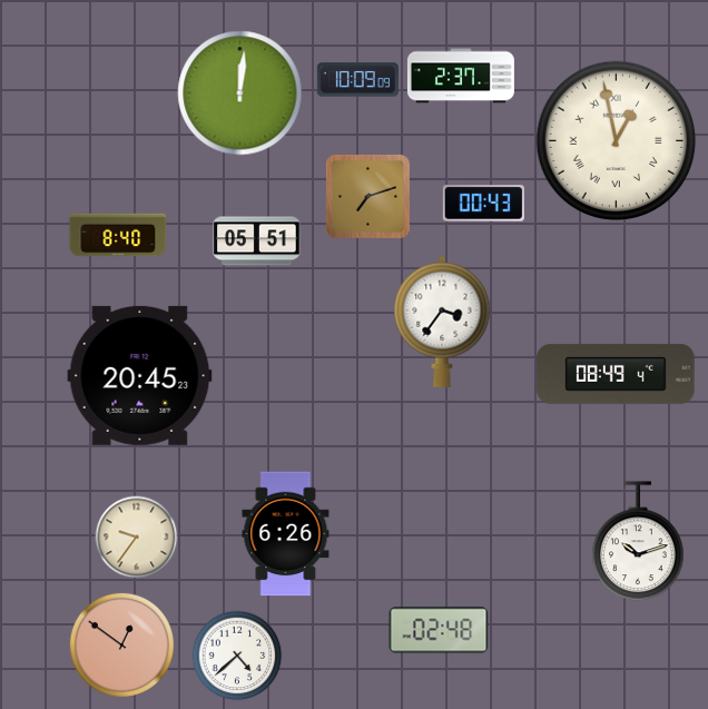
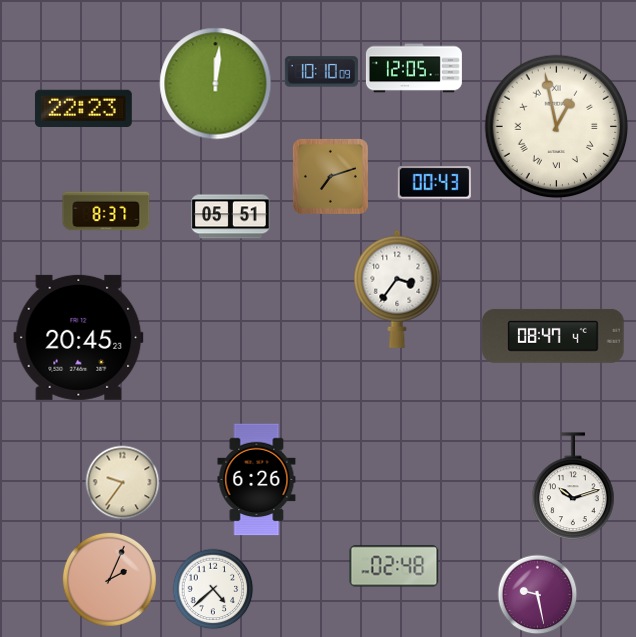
clock at (461, 76): 2:37 -> 12:05
clock at (357, 80): 10:09 -> 10:10
clock at (83, 108): none -> 22:23
clock at (617, 141) position: (617, 141) -> (557, 127)
clock at (118, 235): 8:40 -> 8:37
clock at (616, 374): 08:49 -> 08:47
clock at (140, 375) position: (140, 375) -> (79, 337)
clock at (121, 644): 12:51 -> 2:04
clock at (538, 595): none -> 9:28
